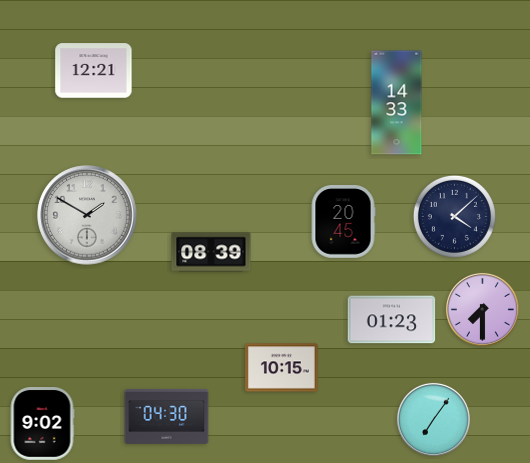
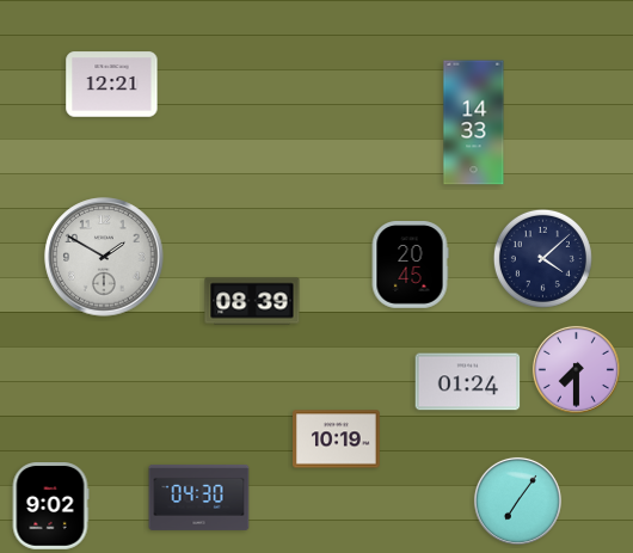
clock at (392, 320): 01:23 -> 01:24
clock at (282, 368): 10:15 -> 10:19
